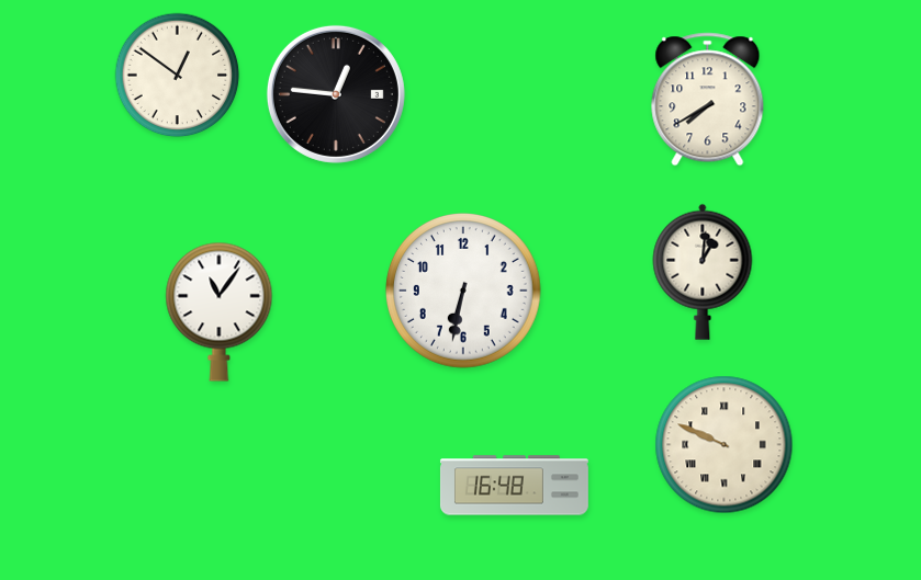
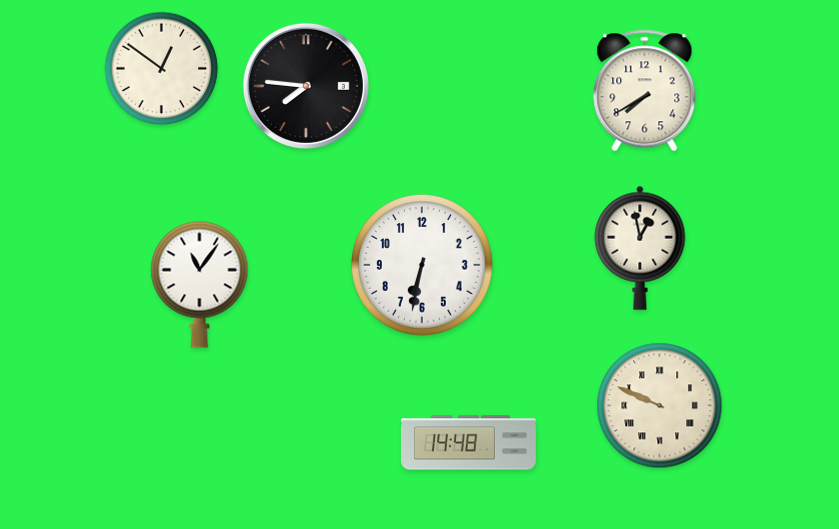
clock at (336, 94): 12:46 -> 7:46
clock at (703, 272): 1:01 -> 12:58
clock at (514, 486): 16:48 -> 14:48
